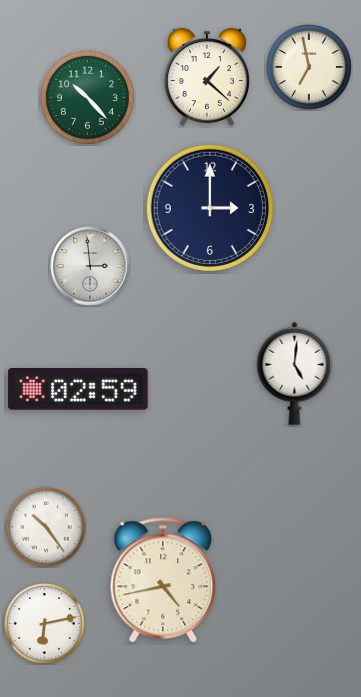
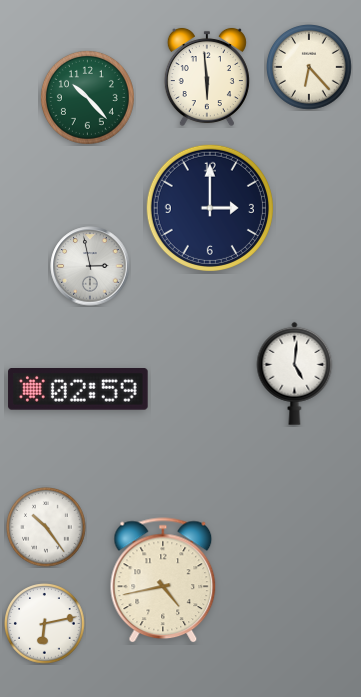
clock at (310, 68): 6:58 -> 6:23
clock at (207, 77): 1:22 -> 5:59
clock at (90, 266): 2:59 -> 2:58
